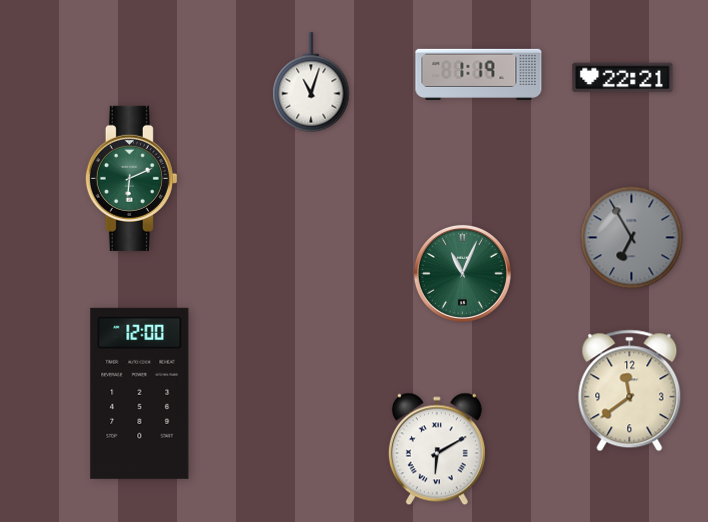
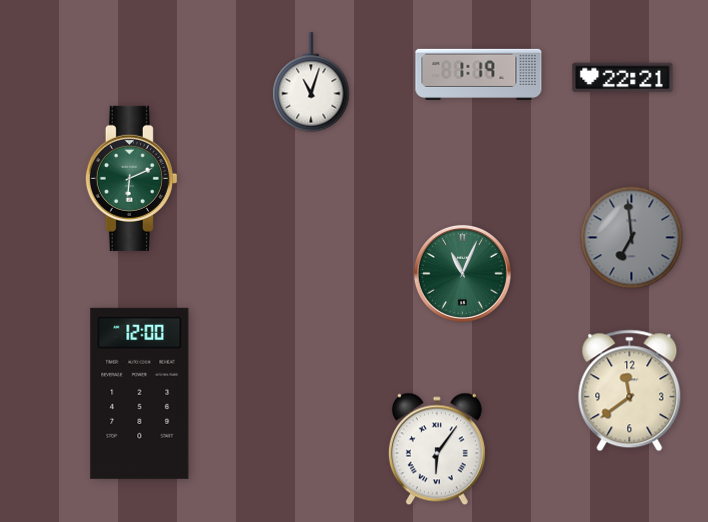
clock at (632, 238): 6:55 -> 6:59
clock at (437, 449): 6:10 -> 6:06
